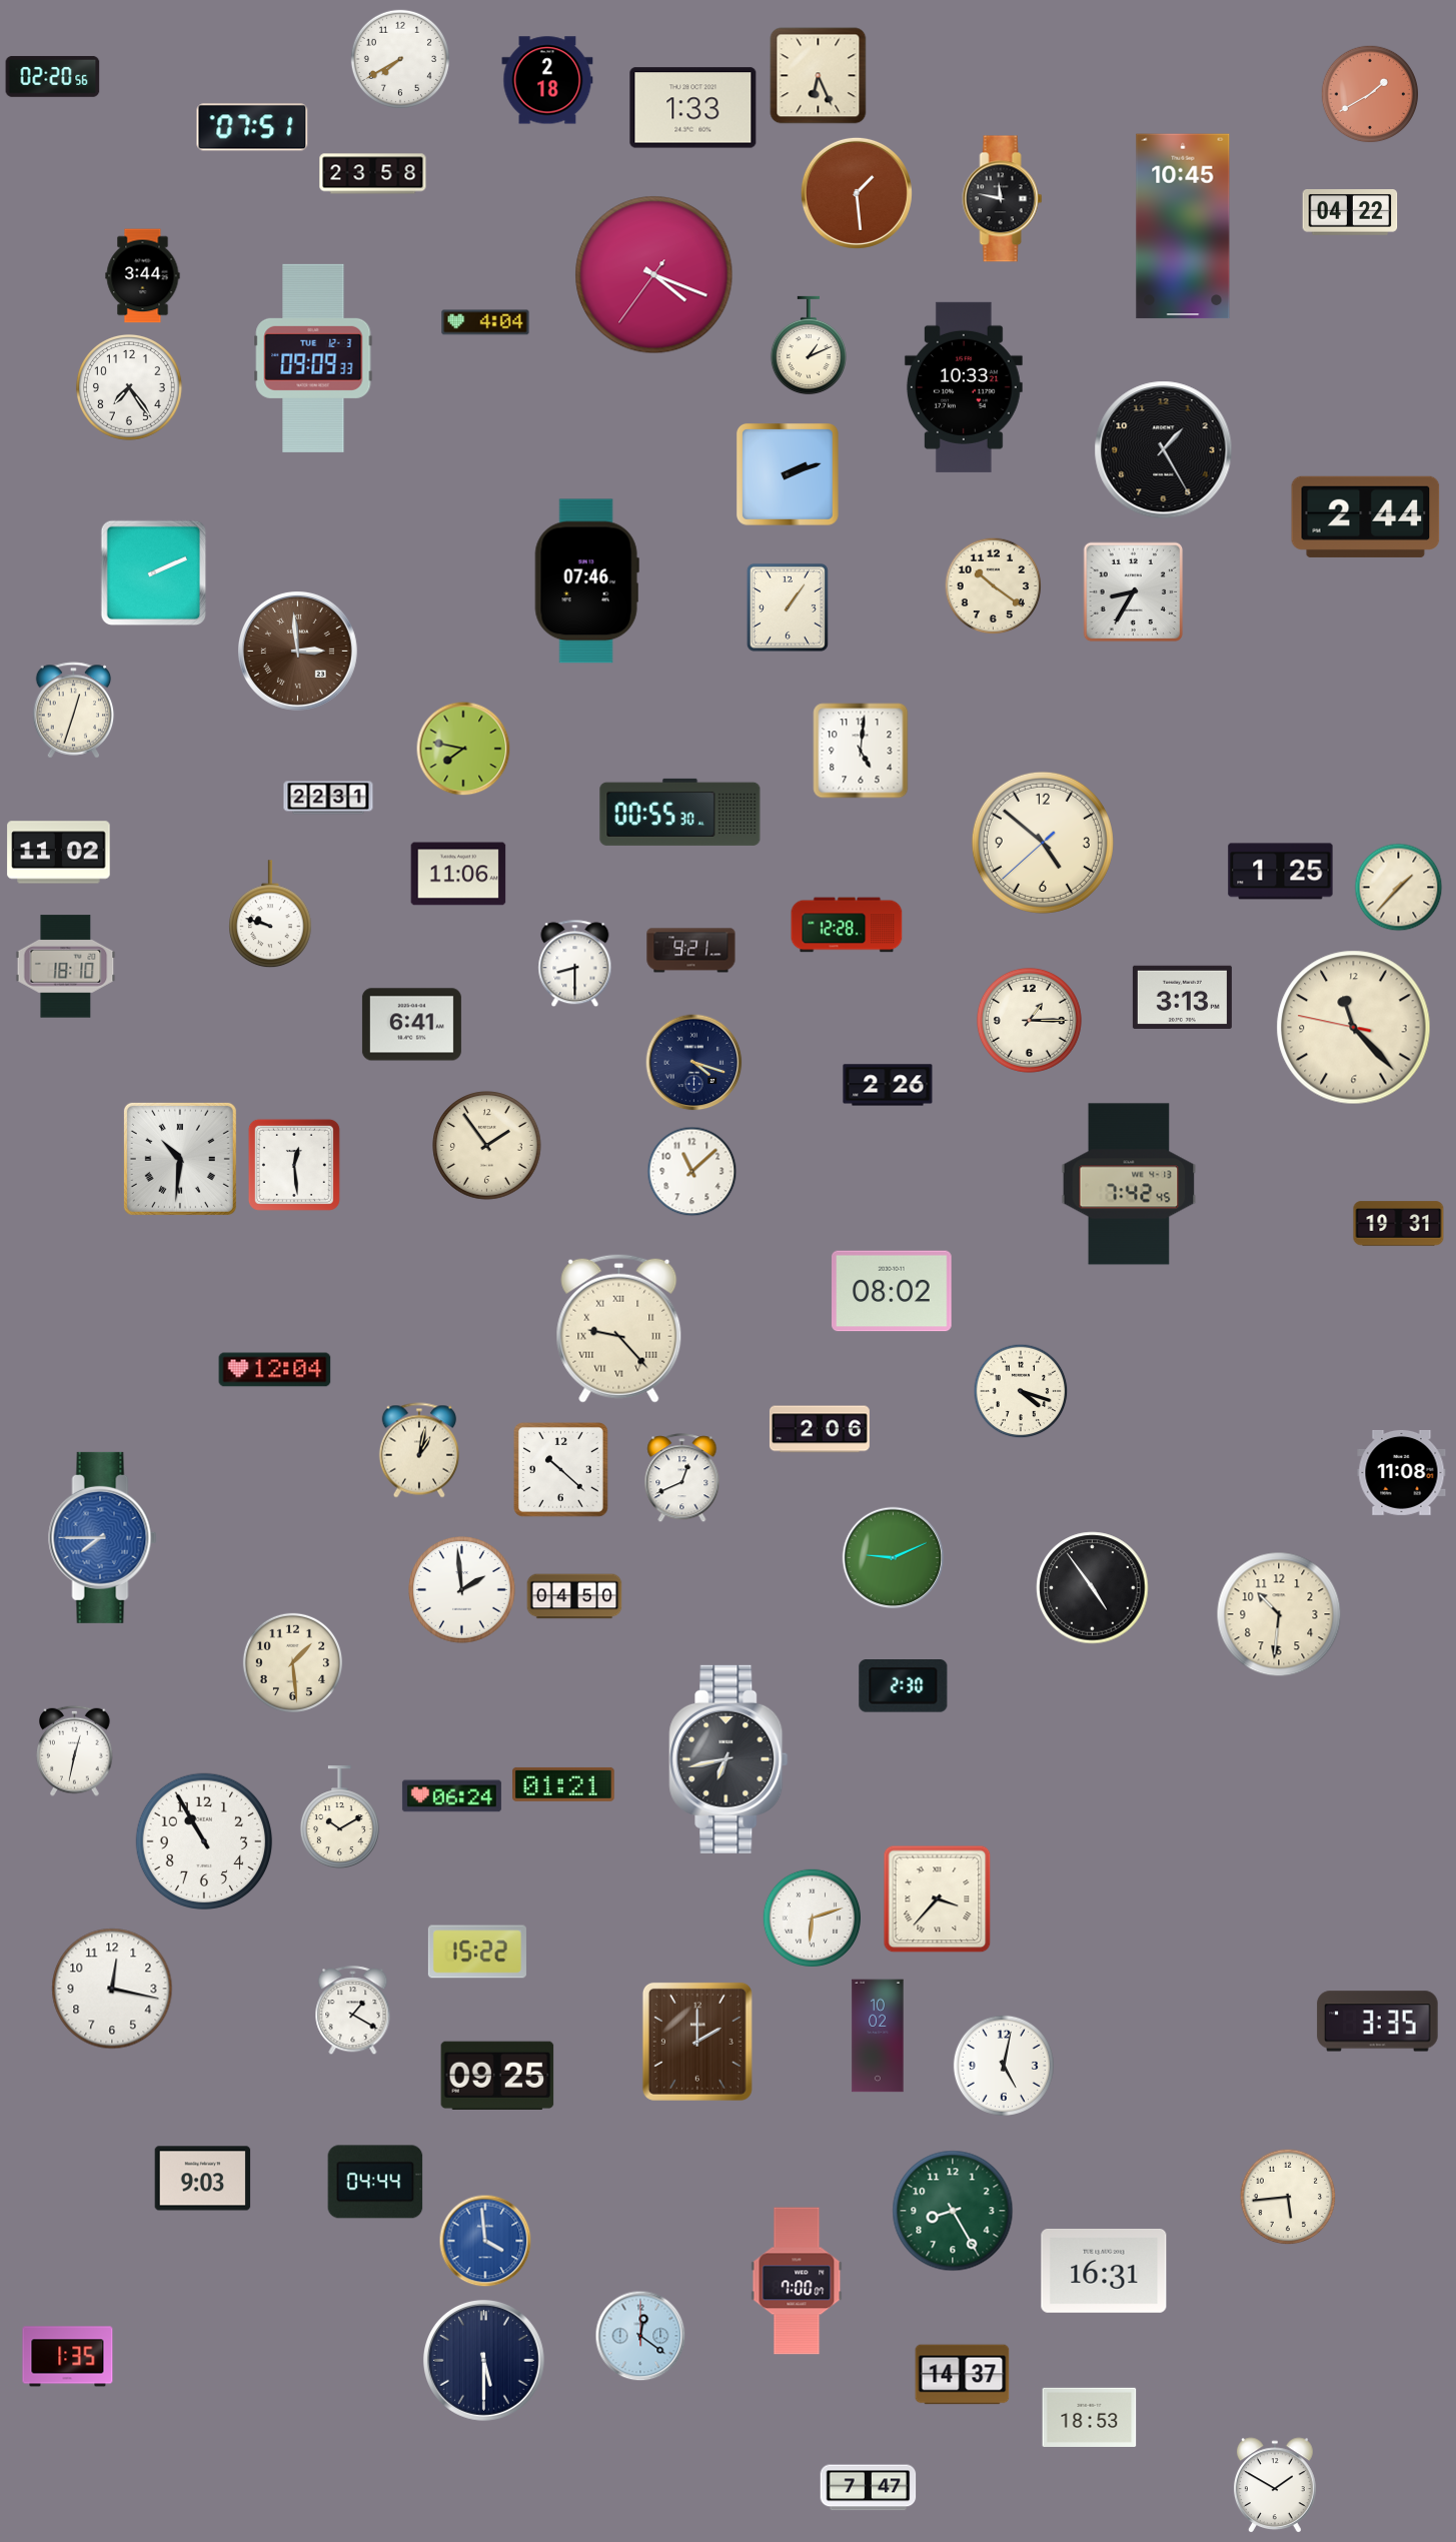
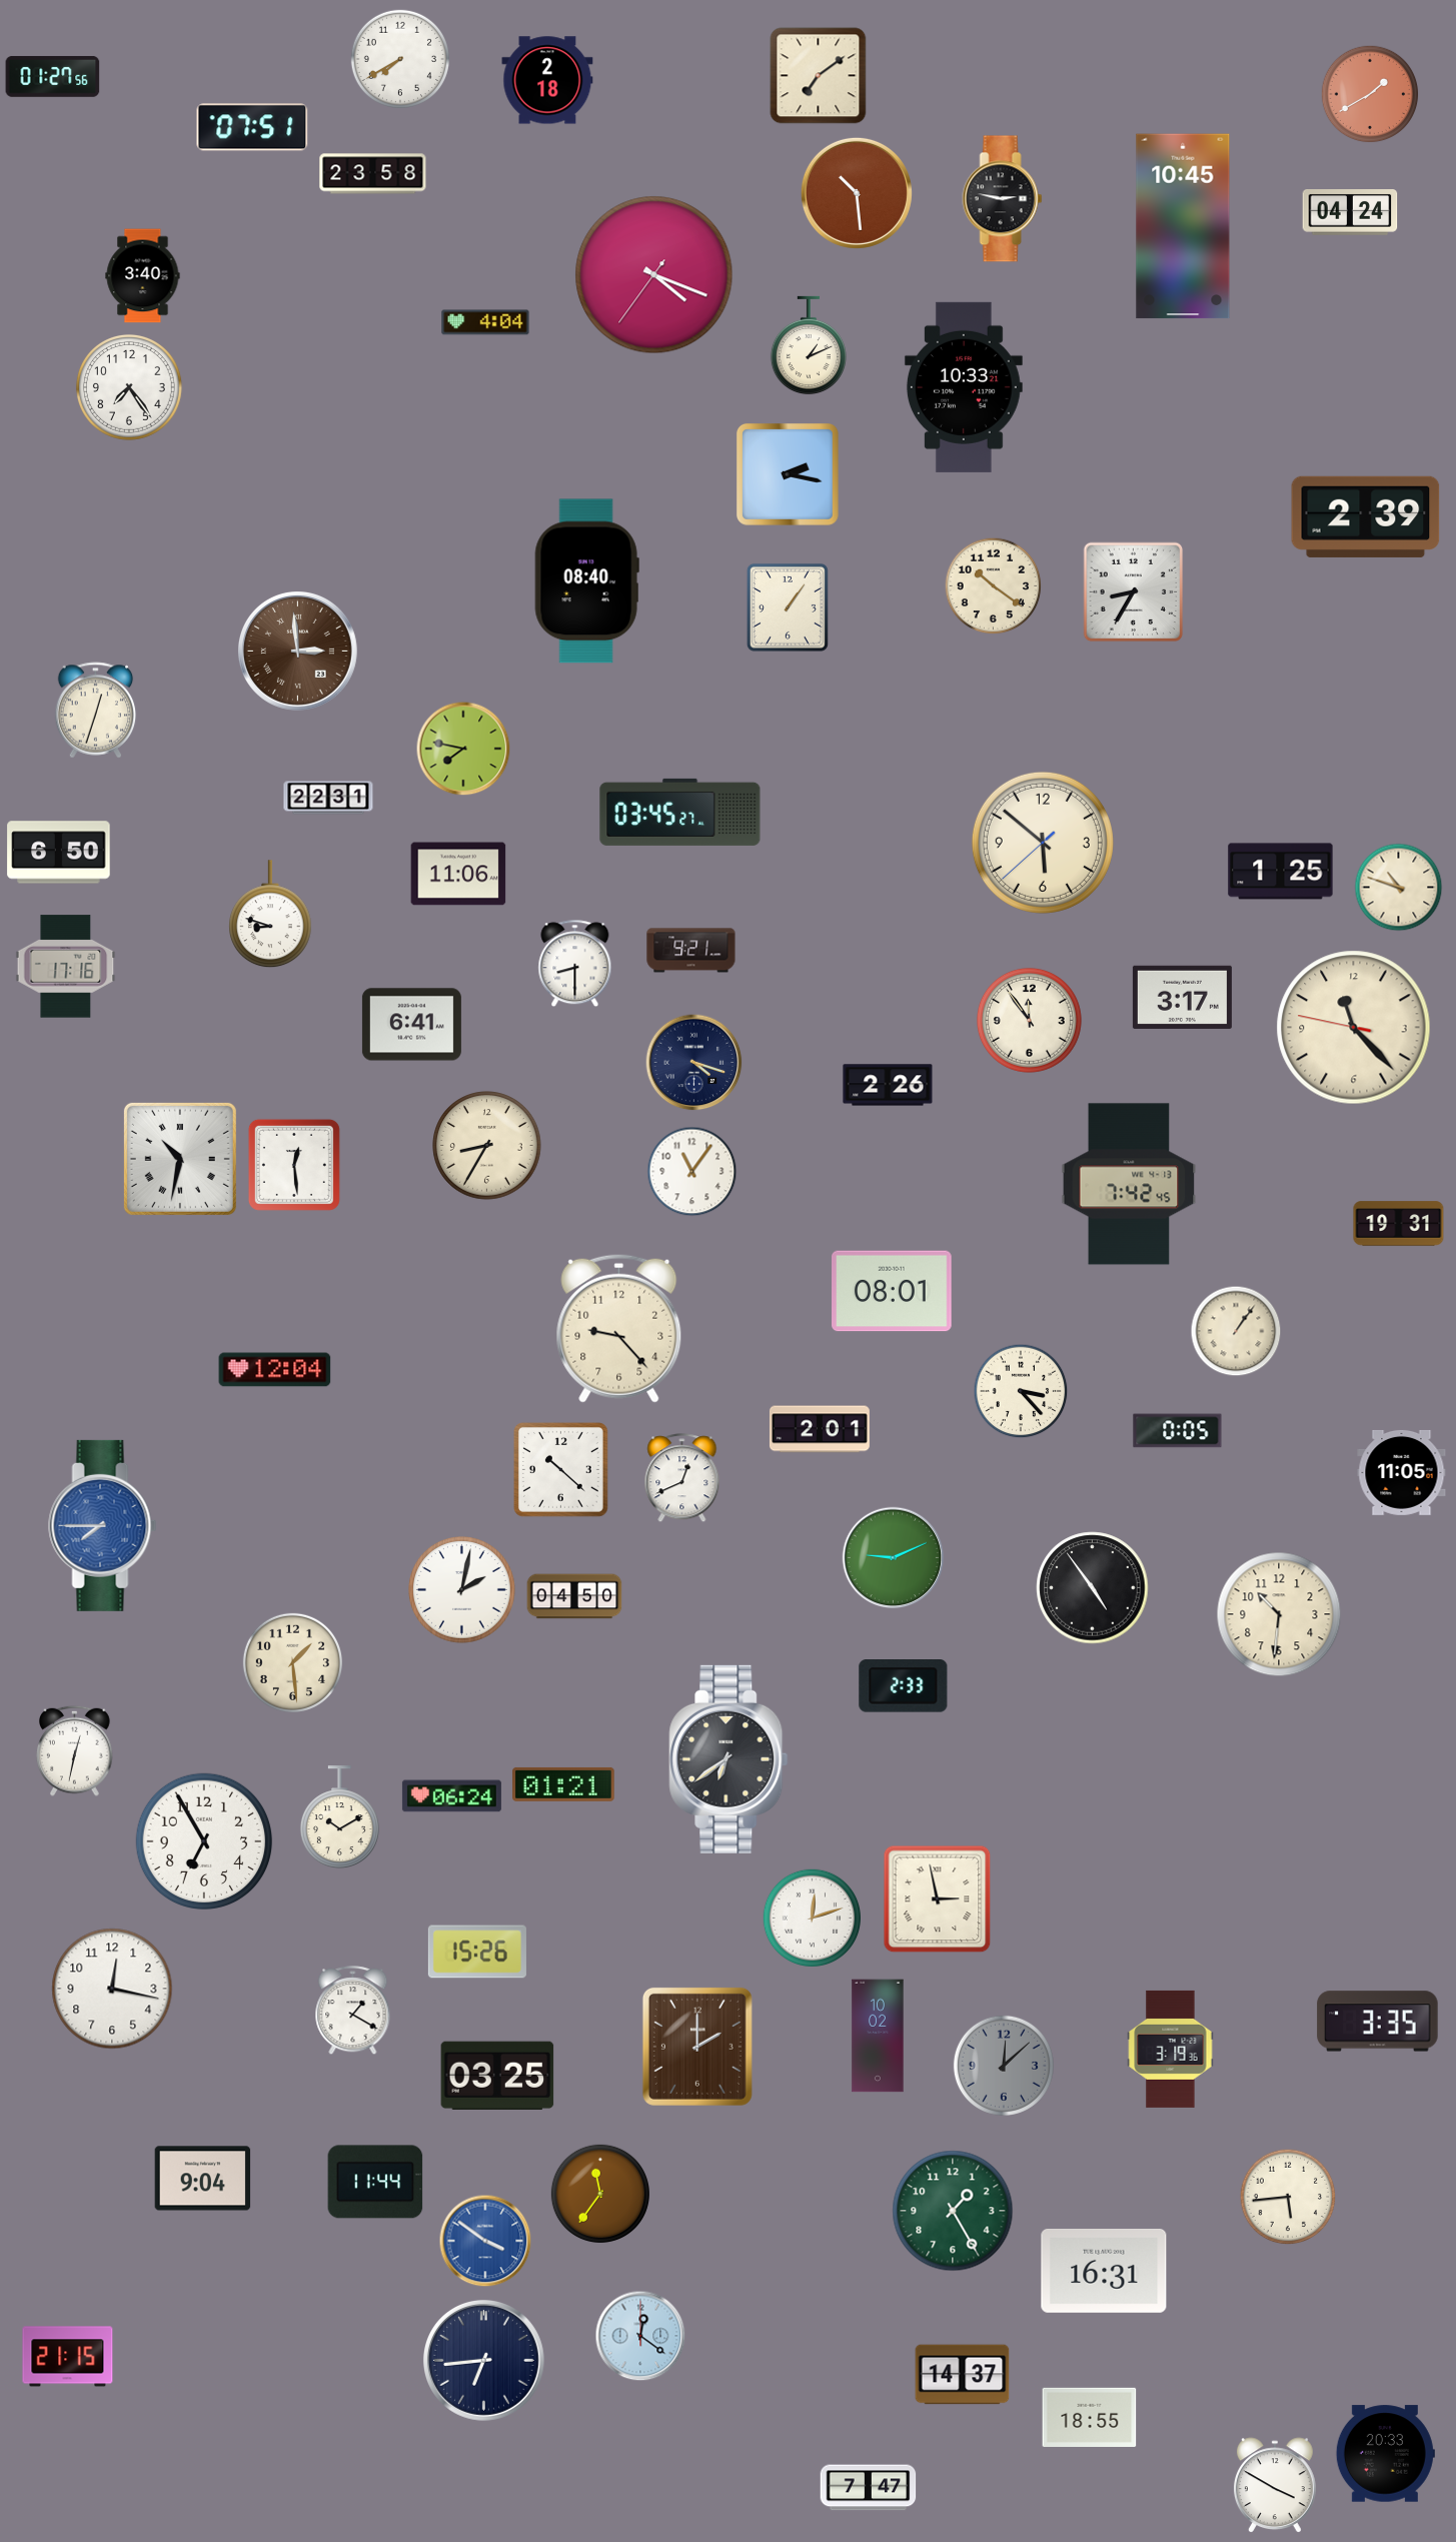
clock at (53, 76): 02:20 -> 01:27
clock at (819, 76): 6:26 -> 7:09
clock at (693, 108): 1:33 -> none
clock at (857, 193): 1:29 -> 10:29
clock at (1003, 199): 11:47 -> 2:47
clock at (1350, 213): 04:22 -> 04:24
clock at (143, 276): 3:44 -> 3:40
clock at (313, 358): 09:09 -> none
clock at (1164, 450): 1:25 -> none
clock at (788, 474): 2:12 -> 2:17
clock at (1366, 516): 2:44 -> 2:39
clock at (153, 572): 2:11 -> none
clock at (586, 581): 07:46 -> 08:40
clock at (74, 711) position: (74, 711) -> (96, 711)
clock at (861, 751): 5:01 -> none
clock at (680, 812): 00:55 -> 03:45
clock at (1043, 843): 4:51 -> 5:51
clock at (59, 853): 11:02 -> 6:50
clock at (1399, 888): 1:37 -> 10:48
clock at (271, 915): 9:48 -> 8:48
clock at (847, 925): 12:28 -> none
clock at (66, 967): 18:10 -> 17:16
clock at (1182, 997): 3:13 -> 3:17
clock at (1029, 1020): 1:15 -> 11:54
clock at (487, 1146): 1:54 -> 8:35
clock at (180, 1159): 10:31 -> 10:32
clock at (692, 1172): 11:08 -> 11:06
clock at (892, 1291): 08:02 -> 08:01
clock at (619, 1328) numerals: Roman -> Arabic
clock at (1236, 1331): none -> 1:06
clock at (1021, 1391): 4:18 -> 3:23
clock at (820, 1429): 2:06 -> 2:01
clock at (1178, 1431): none -> 0:05
clock at (418, 1450): 1:02 -> none
clock at (1402, 1472): 11:08 -> 11:05
clock at (103, 1537) position: (103, 1537) -> (103, 1525)
clock at (462, 1590): 1:59 -> 2:02
clock at (904, 1686): 2:30 -> 2:33
clock at (729, 1759): 6:43 -> 6:39
clock at (203, 1840): 10:55 -> 6:55
clock at (938, 1899): 3:37 -> 2:58
clock at (812, 1918): 6:12 -> 12:12
clock at (477, 1952): 15:22 -> 15:26
clock at (697, 2042) position: (697, 2042) -> (697, 2047)
clock at (1171, 2049): none -> 3:19
clock at (1004, 2066): 5:02 -> 12:08
clock at (1004, 2066) dial: white -> grey
clock at (497, 2075): 09:25 -> 03:25
clock at (203, 2179): 9:03 -> 9:04
clock at (375, 2182): 04:44 -> 11:44
clock at (600, 2194): none -> 11:36
clock at (953, 2211): 8:25 -> 1:25
clock at (485, 2241): 3:59 -> 3:51
clock at (797, 2281): 7:00 -> none
clock at (68, 2357): 1:35 -> 21:15
clock at (483, 2360): 5:30 -> 6:44
clock at (1090, 2417): 18:53 -> 18:55
clock at (1385, 2454): none -> 20:33
clock at (1275, 2485): 1:50 -> 3:50
